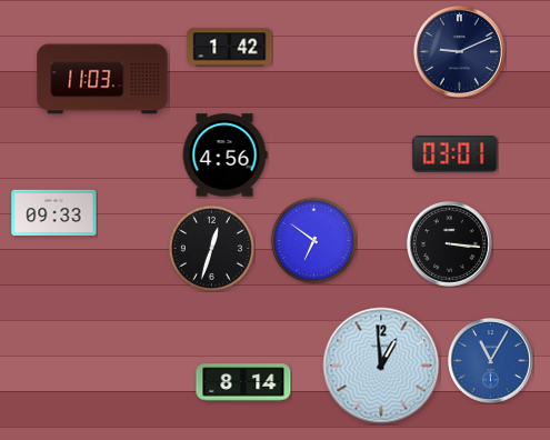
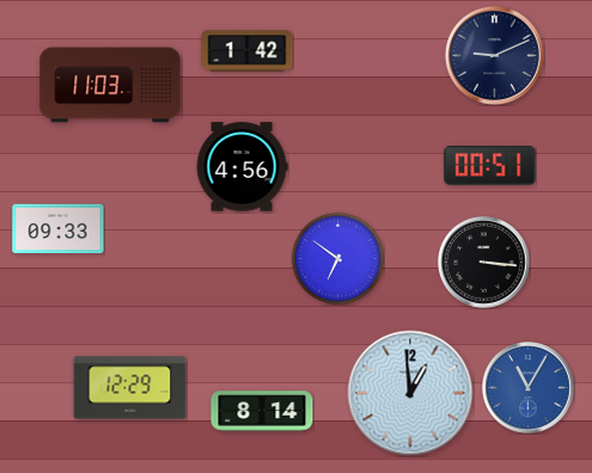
clock at (456, 154): 03:01 -> 00:51
clock at (211, 248): 12:33 -> none
clock at (130, 388): none -> 12:29
